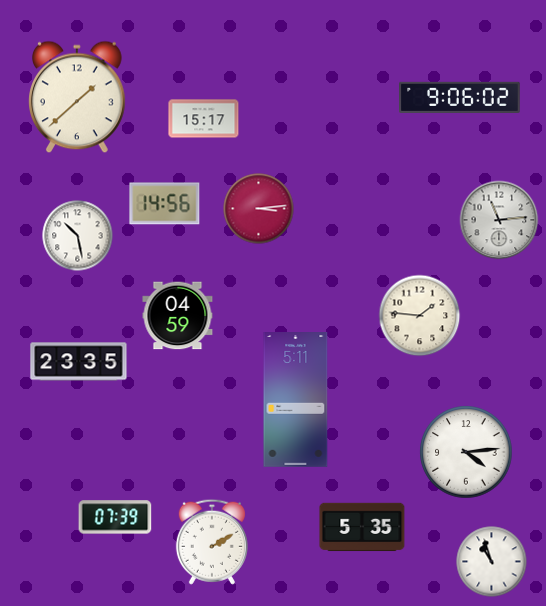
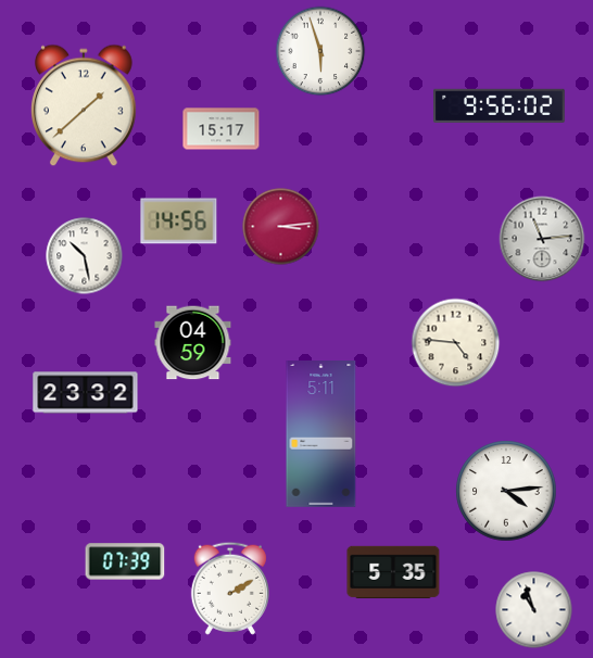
clock at (320, 51): none -> 5:57
clock at (460, 97): 9:06 -> 9:56
clock at (420, 316): 1:46 -> 4:46
clock at (79, 362): 23:35 -> 23:32
